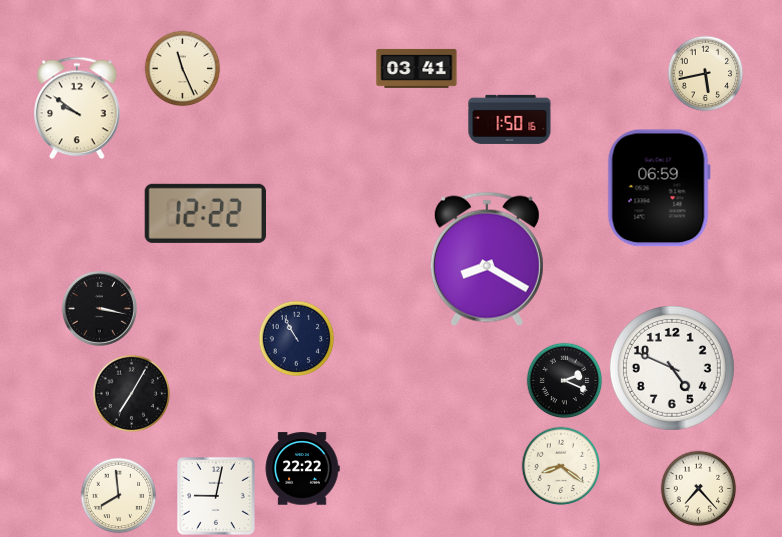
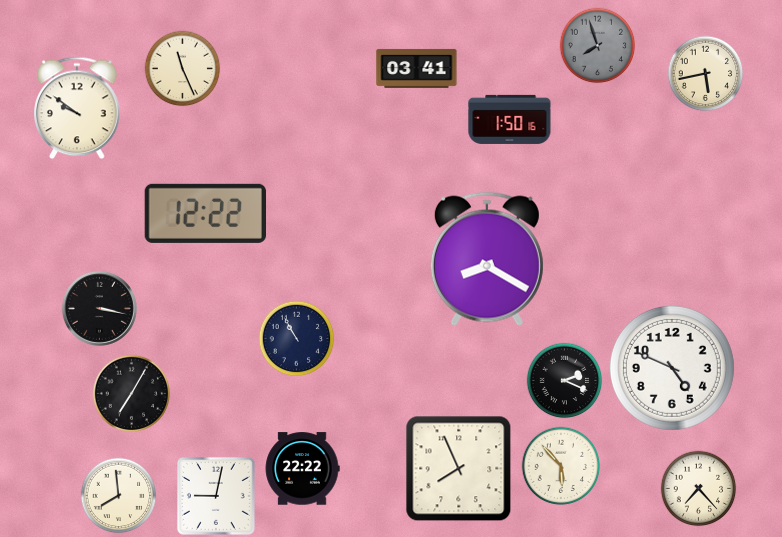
clock at (598, 46): none -> 7:57
clock at (659, 188): 06:59 -> none
clock at (561, 466): 8:21 -> 5:53
clock at (459, 469): none -> 7:56
